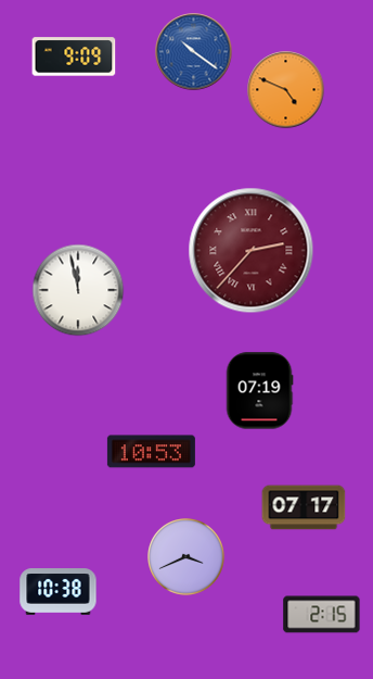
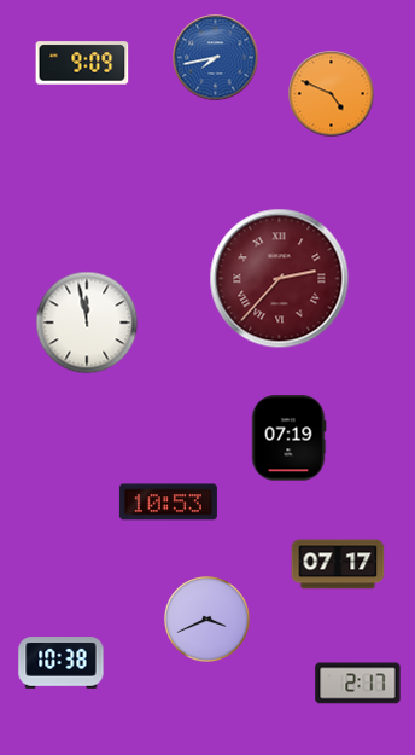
clock at (194, 52): 10:21 -> 7:43
clock at (286, 90) position: (286, 90) -> (332, 94)
clock at (259, 391) position: (259, 391) -> (288, 439)
clock at (59, 592) position: (59, 592) -> (62, 663)
clock at (322, 615): 2:15 -> 2:17
